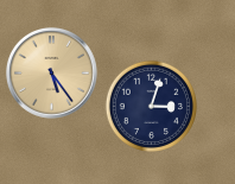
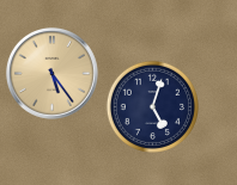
clock at (151, 106): 3:03 -> 5:03
